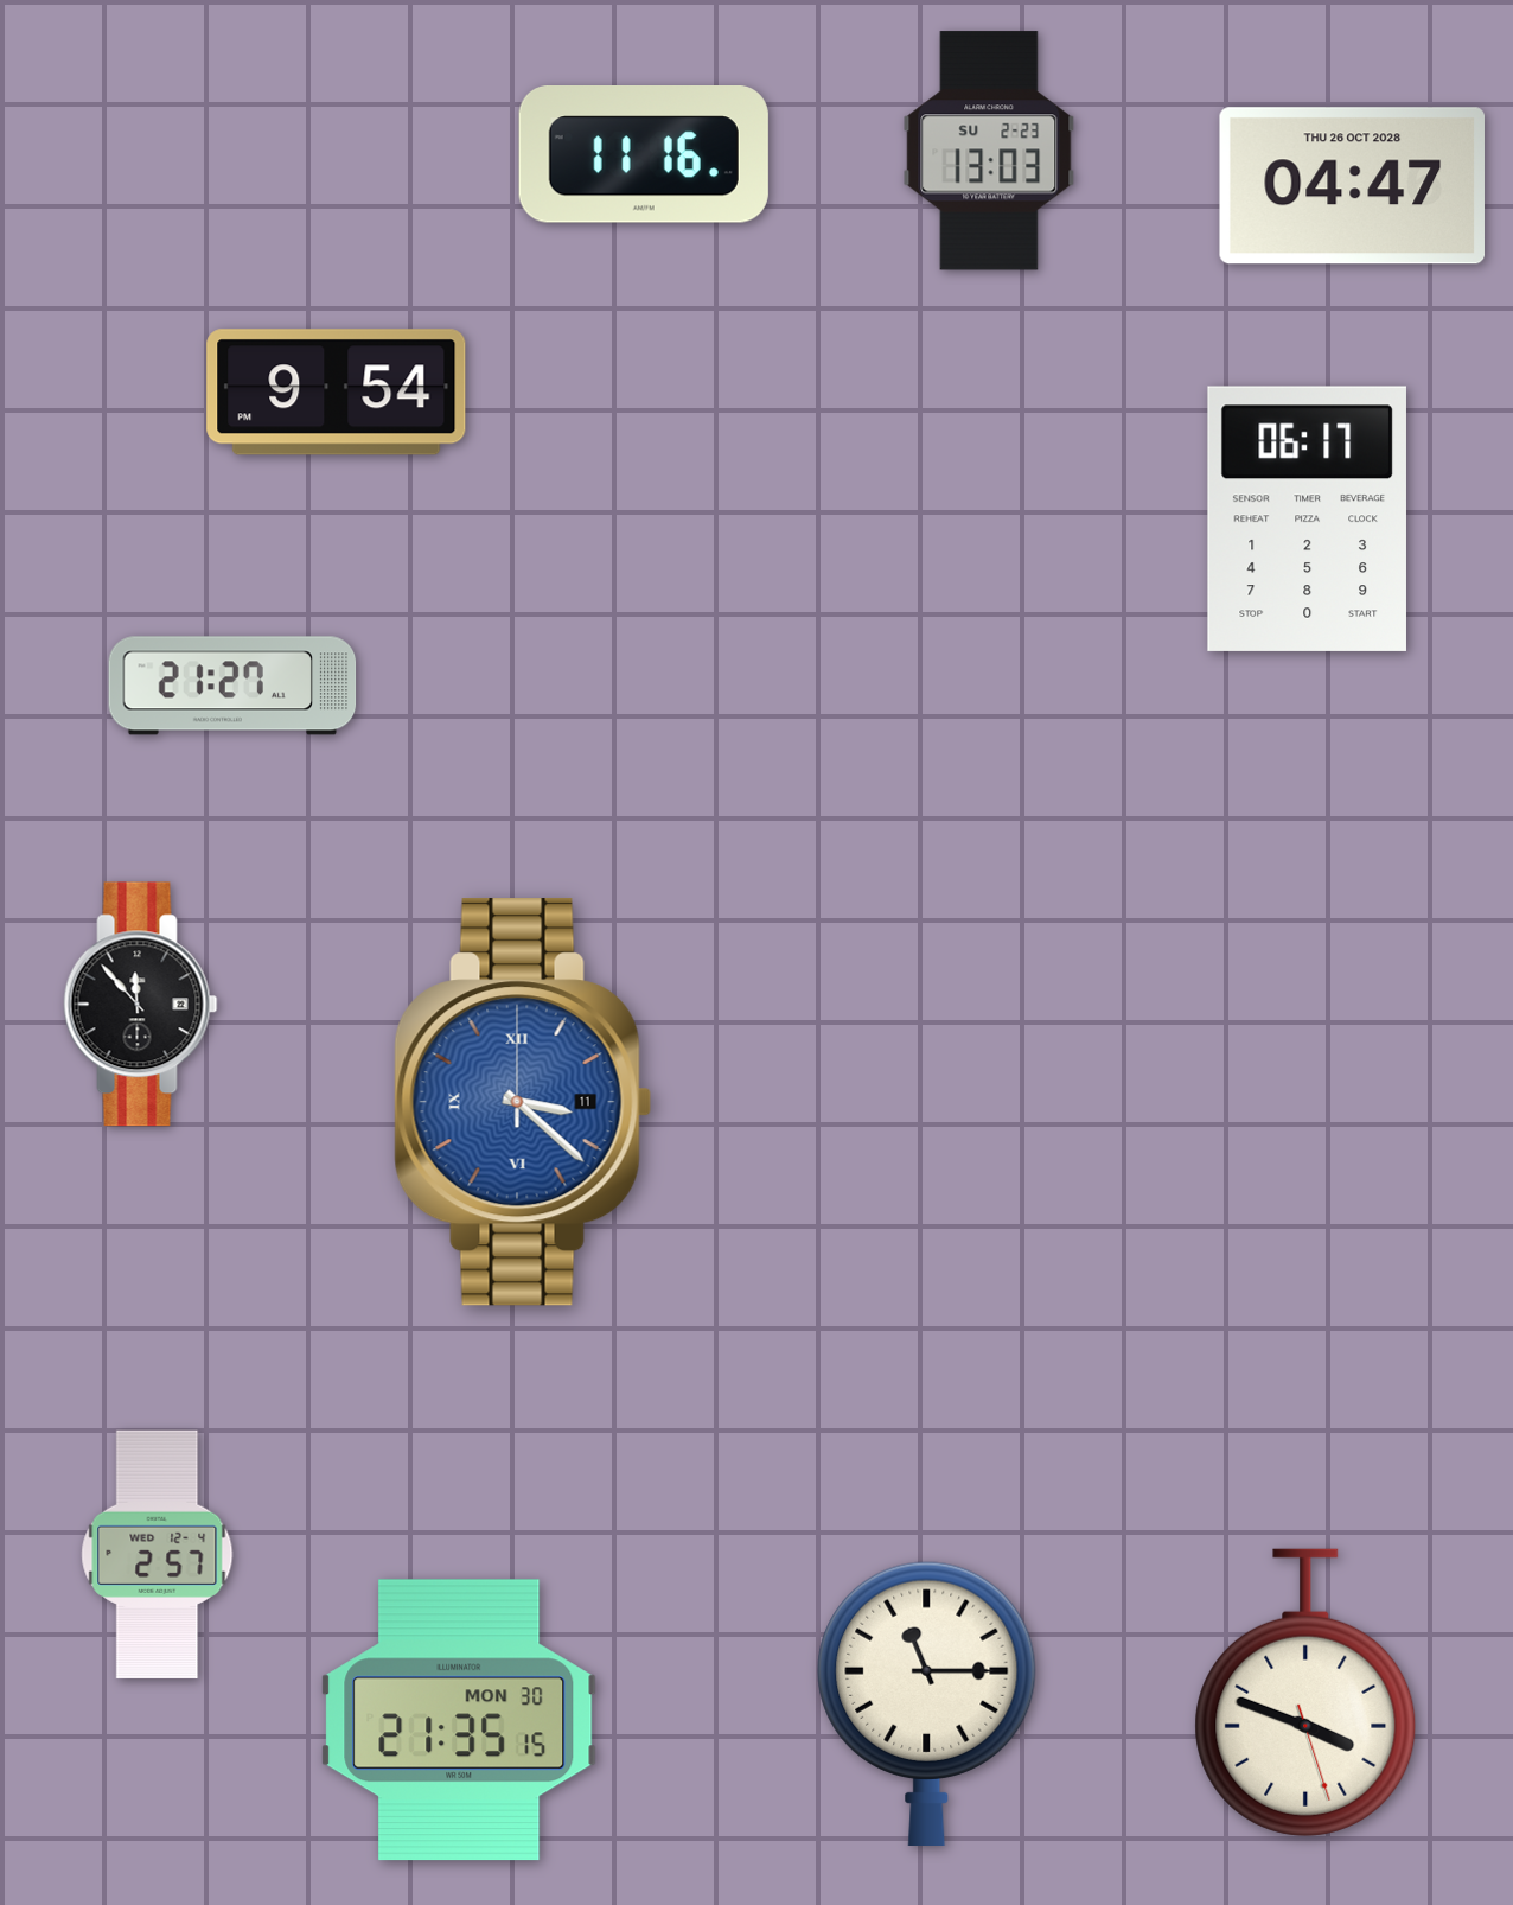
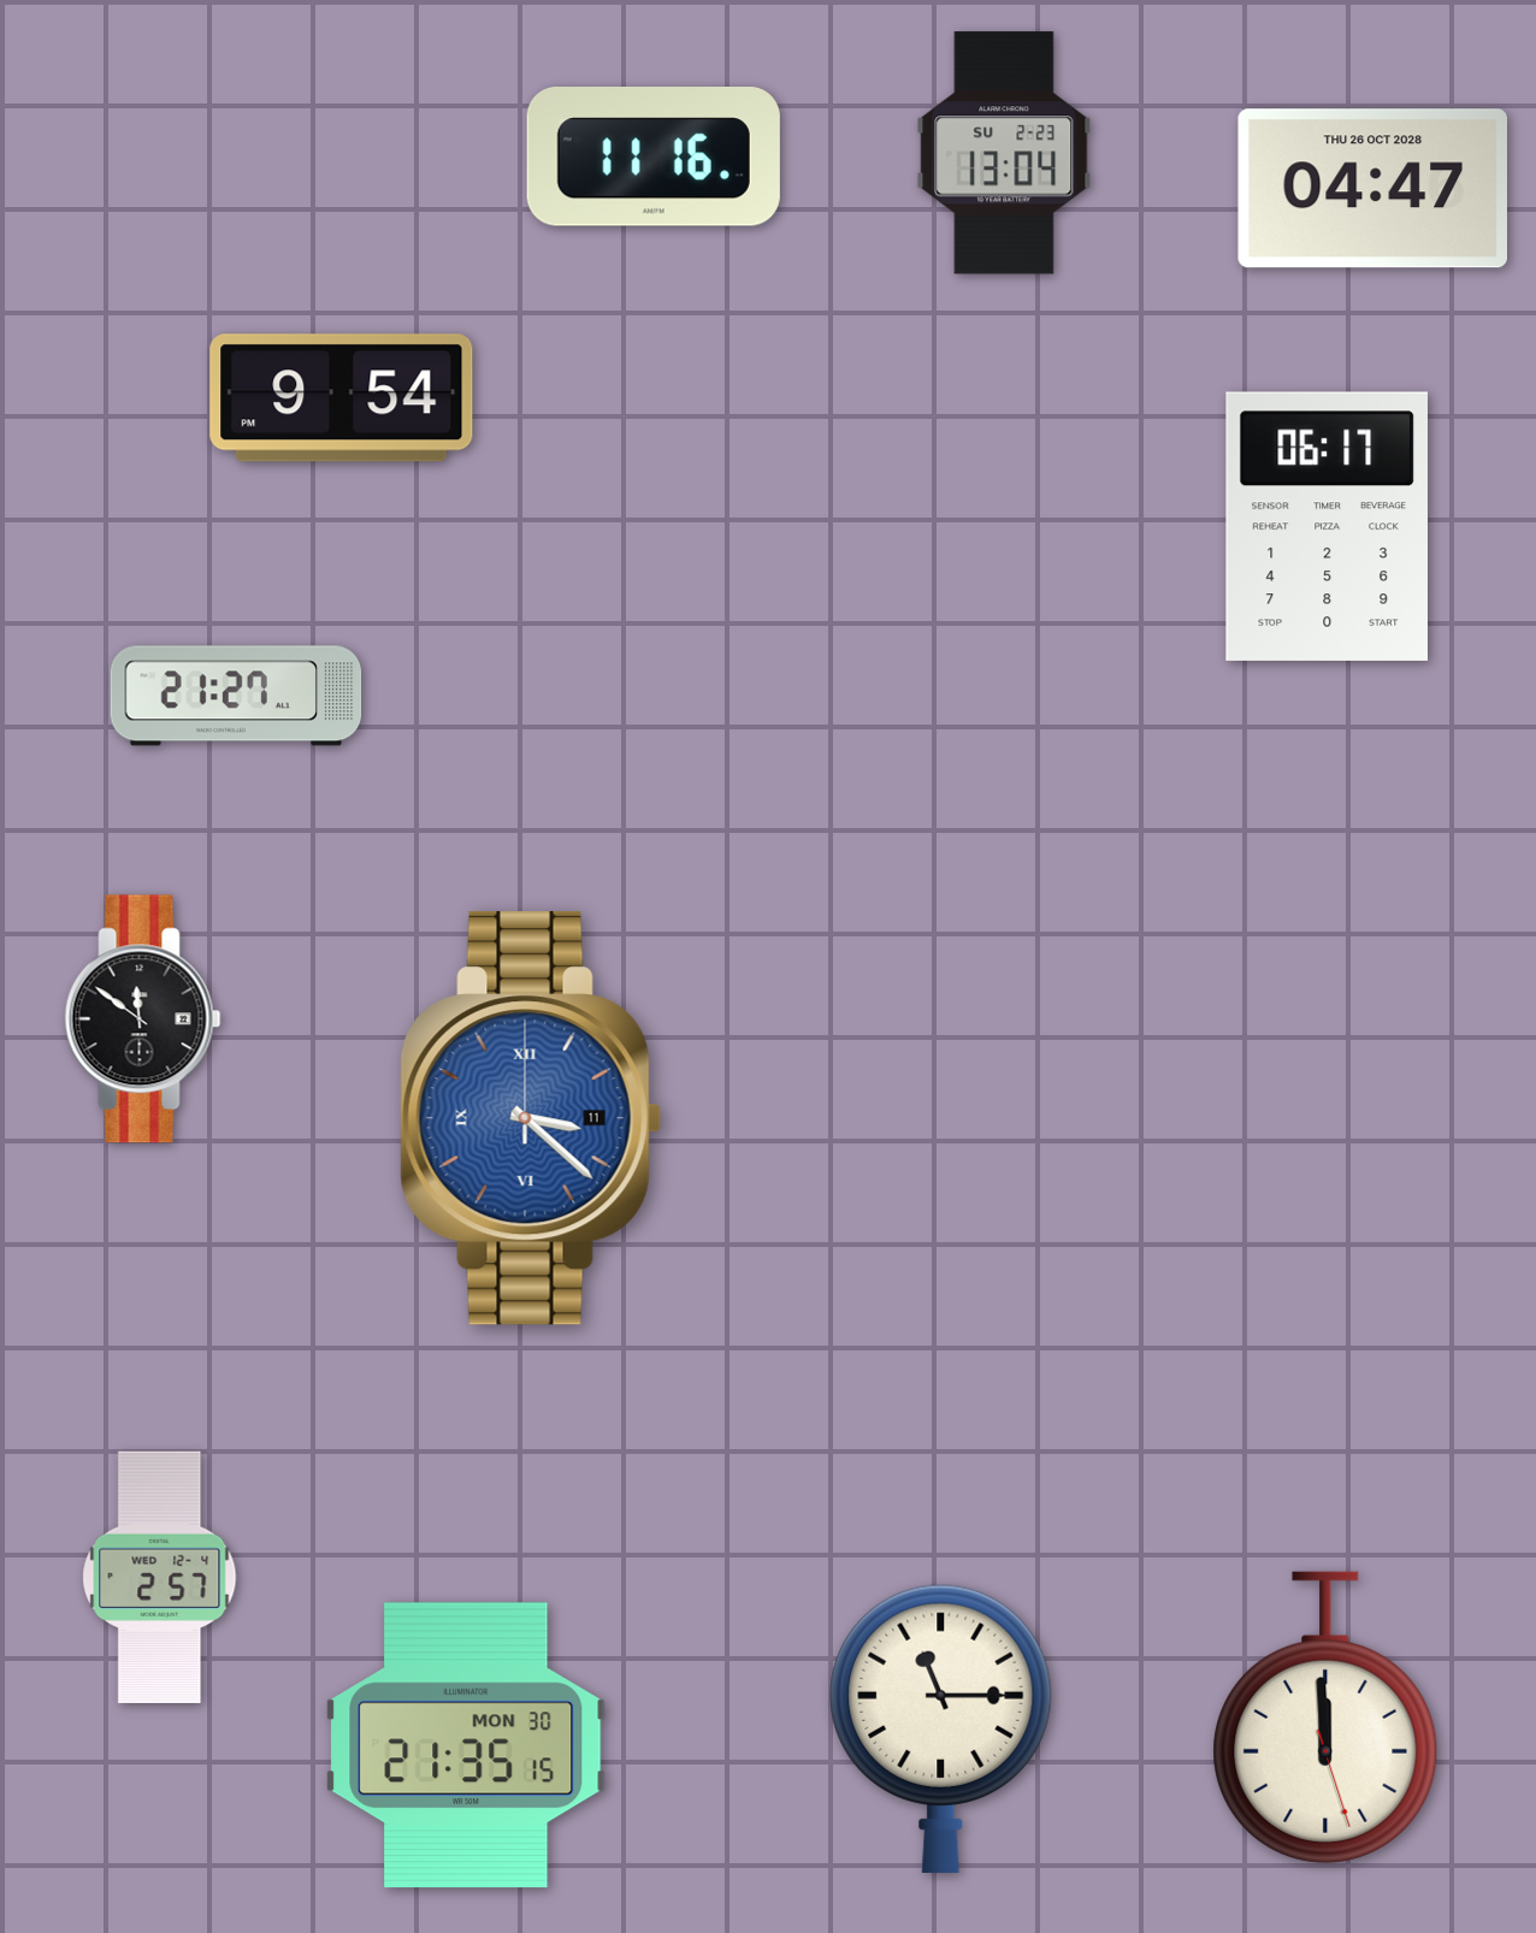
clock at (989, 151): 13:03 -> 13:04
clock at (141, 1005): 11:53 -> 11:51
clock at (1305, 1693): 3:48 -> 11:59
